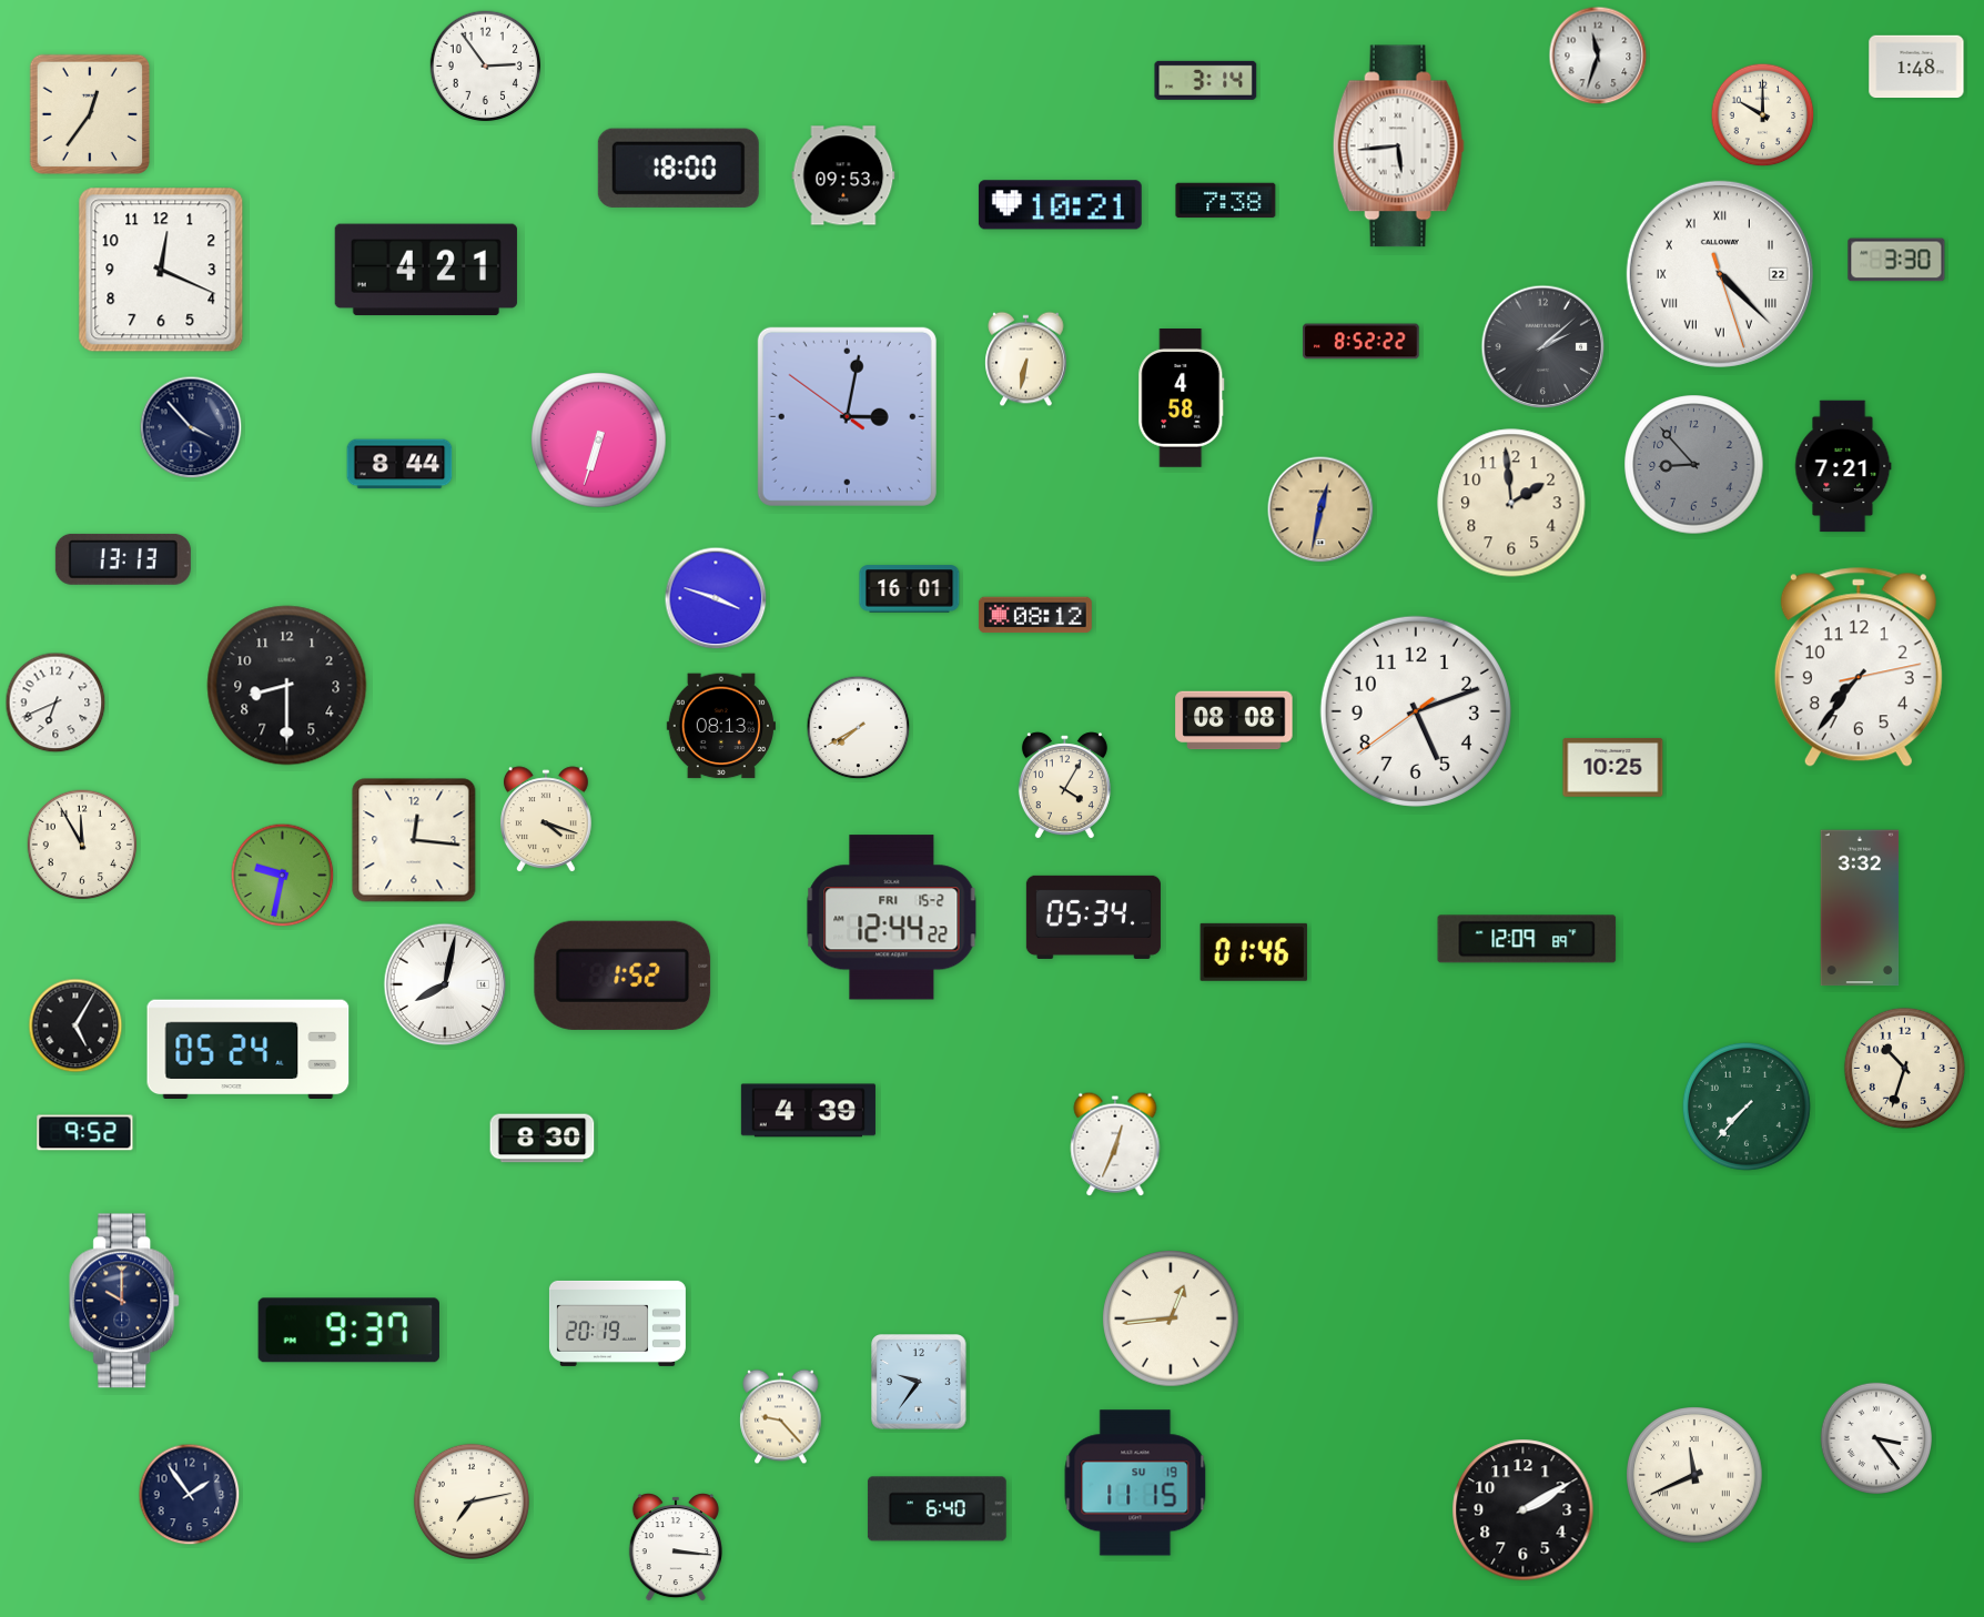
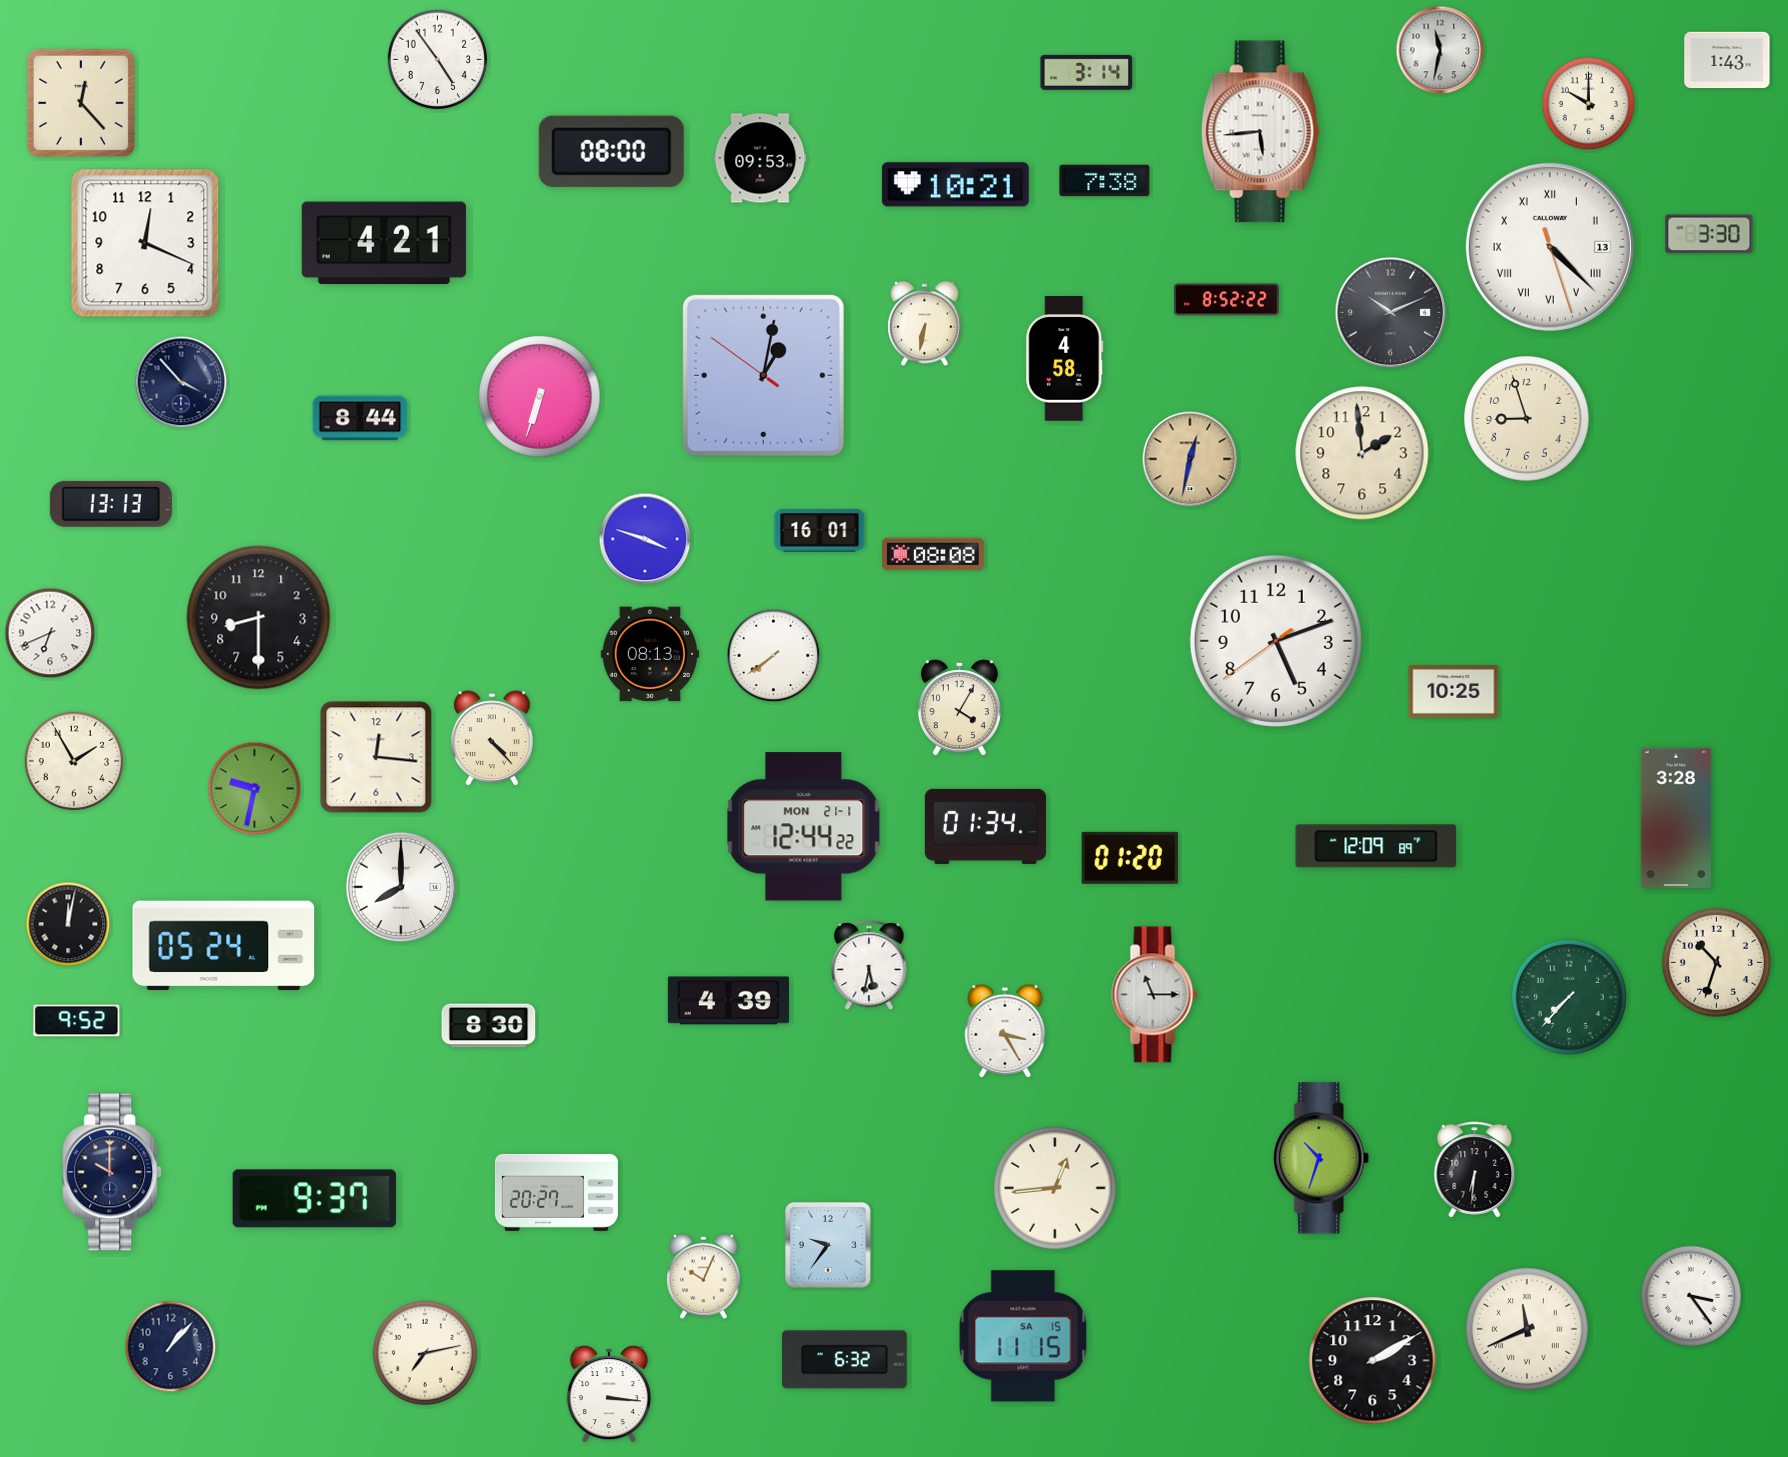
clock at (1598, 55): 11:33 -> 11:32
clock at (486, 67): 2:54 -> 4:54
clock at (1916, 67): 1:48 -> 1:43
clock at (89, 113): 12:36 -> 12:23
clock at (678, 168): 18:00 -> 08:00
clock at (1720, 274) date: 22 -> 13
clock at (1362, 342) position: (1362, 342) -> (1227, 300)
clock at (1543, 347): 2:08 -> 10:11
clock at (847, 416): 3:01 -> 1:01
clock at (191, 427) position: (191, 427) -> (181, 382)
clock at (1694, 465): 8:53 -> 8:57
clock at (1694, 465) dial: grey -> cream
clock at (1843, 466): 7:21 -> none
clock at (1035, 615): 08:12 -> 08:08
clock at (1859, 667): 7:36 -> none
clock at (1234, 720): 08:08 -> none
clock at (859, 728): 7:40 -> 7:39
clock at (546, 820): 4:18 -> 4:23
clock at (414, 840) position: (414, 840) -> (376, 757)
clock at (82, 845): 11:55 -> 1:55
clock at (1860, 908): 3:32 -> 3:28
clock at (1093, 917): 05:34 -> 01:34
clock at (892, 918) date: FRI 15-2 -> MON 21-1
clock at (1254, 952): 01:46 -> 01:20
clock at (622, 976): 1:52 -> none
clock at (445, 984): 8:02 -> 8:00
clock at (75, 1025): 5:05 -> 12:02
clock at (869, 966): none -> 5:32
clock at (1155, 995): none -> 11:15
clock at (1747, 1106) position: (1747, 1106) -> (1569, 997)
clock at (1115, 1144): 12:34 -> 3:25
clock at (1322, 1158): none -> 10:33
clock at (1475, 1170): none -> 6:31
clock at (617, 1323): 20:19 -> 20:27
clock at (781, 1417): 9:23 -> 10:04
clock at (1135, 1483) date: SU 19 -> SA 15
clock at (190, 1495): 1:54 -> 1:07
clock at (937, 1509): 6:40 -> 6:32
